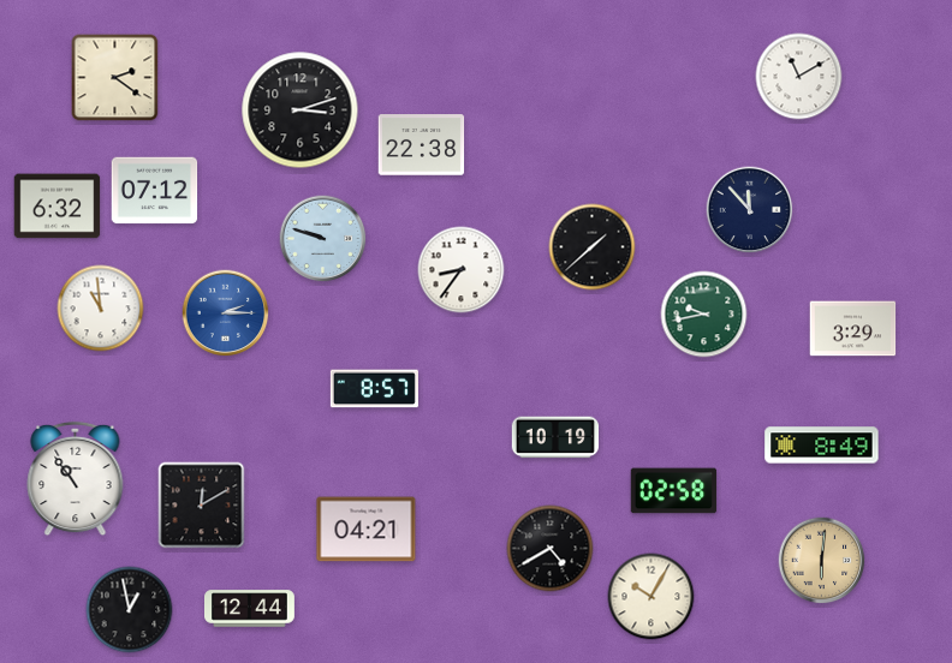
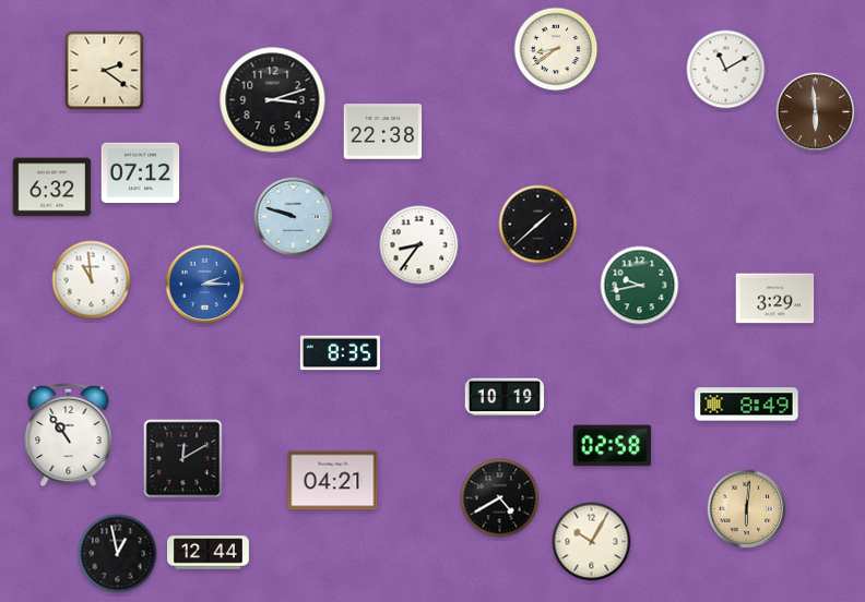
clock at (556, 49): none -> 8:39
clock at (816, 112): none -> 5:59
clock at (750, 210): 11:53 -> none
clock at (374, 389): 8:57 -> 8:35
clock at (250, 609) position: (250, 609) -> (209, 553)
